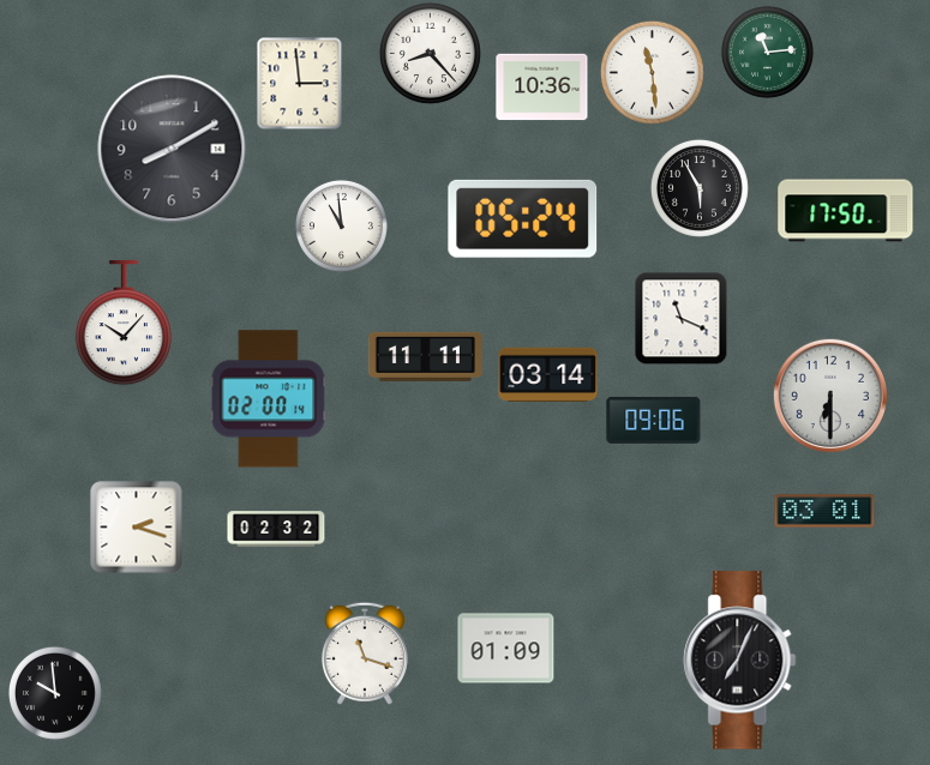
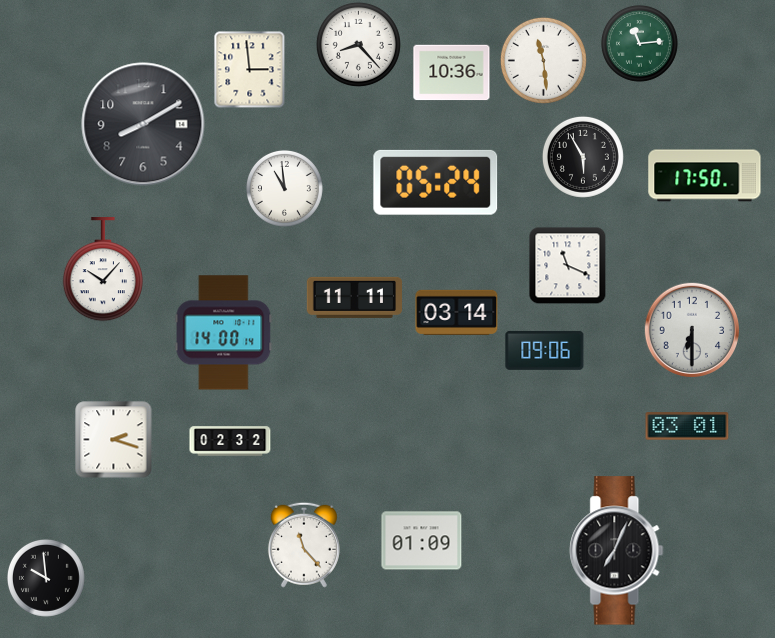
clock at (269, 399): 02:00 -> 14:00
clock at (365, 653): 11:18 -> 11:23
